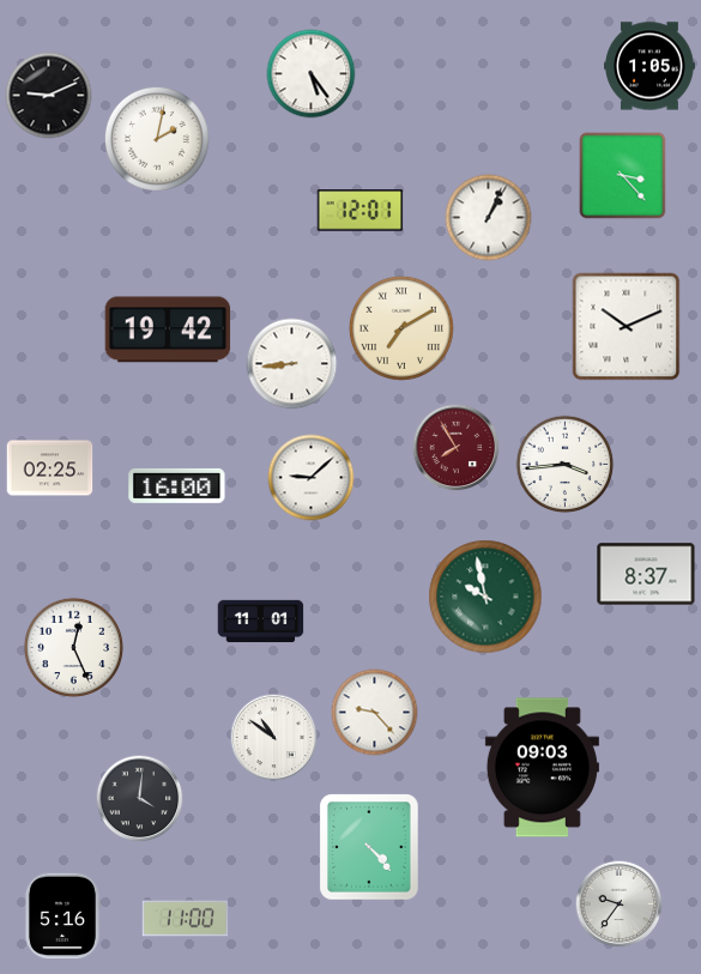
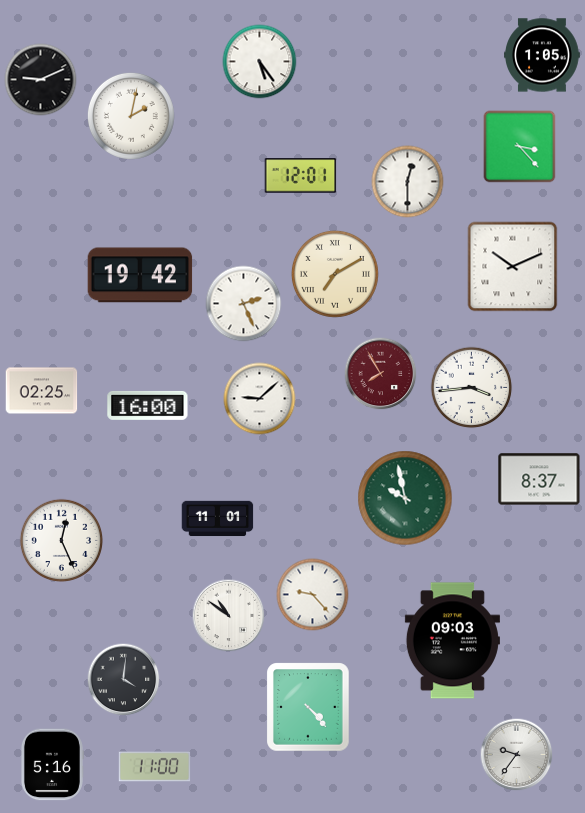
clock at (489, 218): 1:04 -> 12:30
clock at (627, 327) position: (627, 327) -> (513, 267)
clock at (292, 364): 8:44 -> 2:26
clock at (140, 799) position: (140, 799) -> (124, 680)
